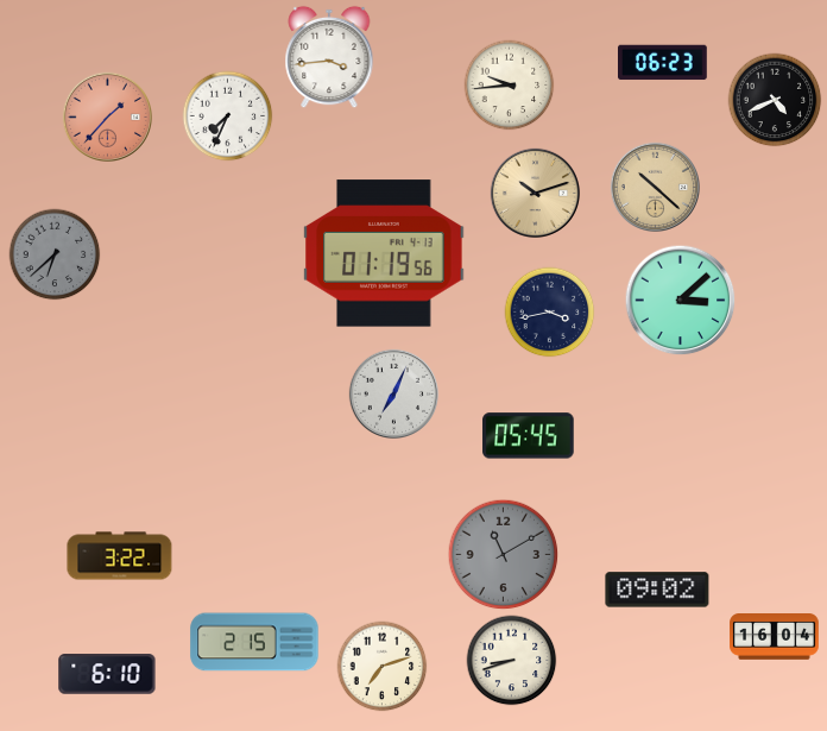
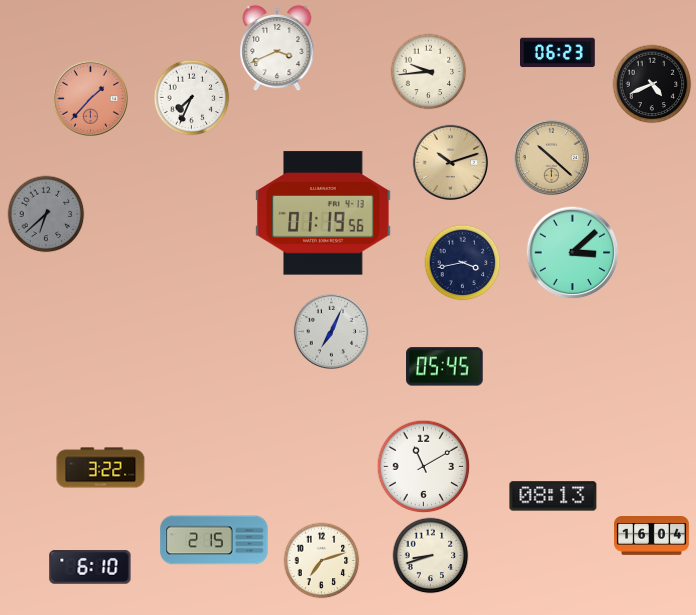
clock at (329, 57): 3:44 -> 3:41
clock at (504, 555) dial: grey -> white
clock at (657, 590): 09:02 -> 08:13
